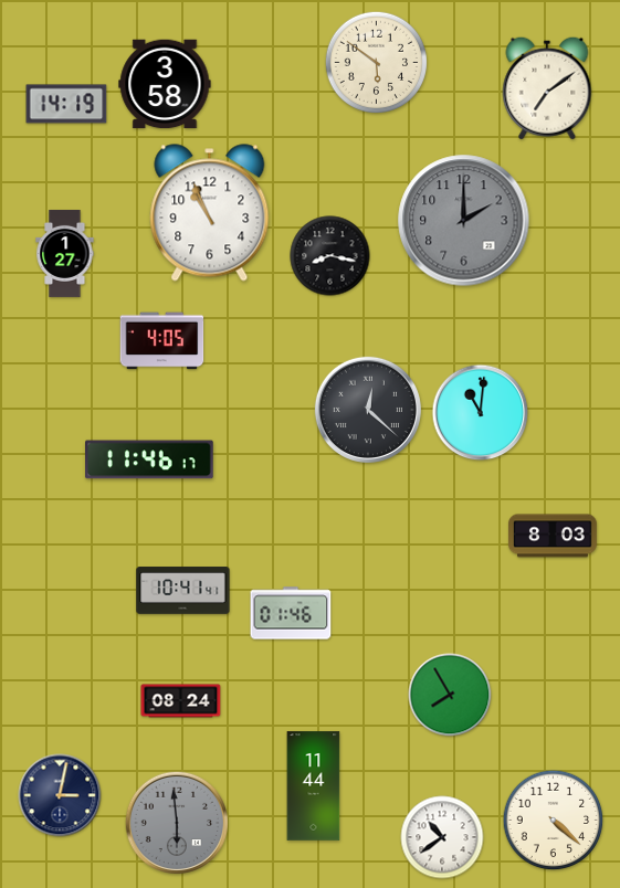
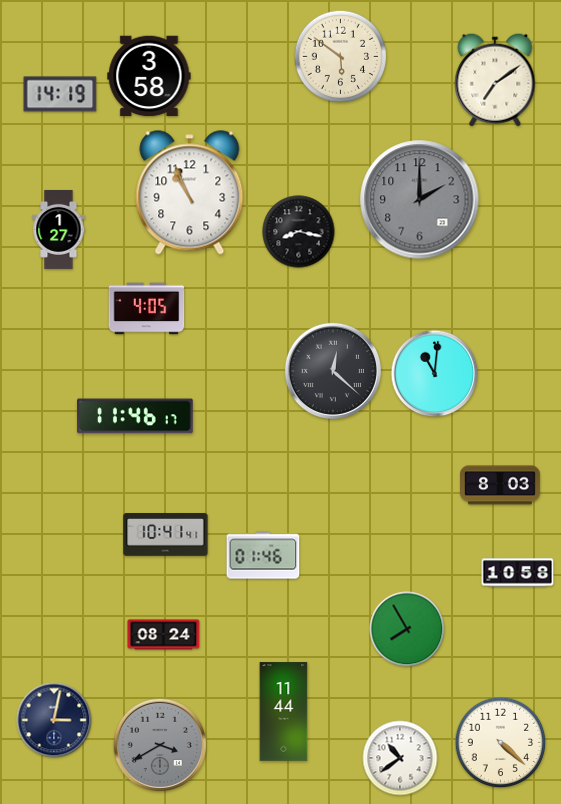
clock at (518, 573): none -> 10:58
clock at (177, 823): 5:59 -> 3:40
